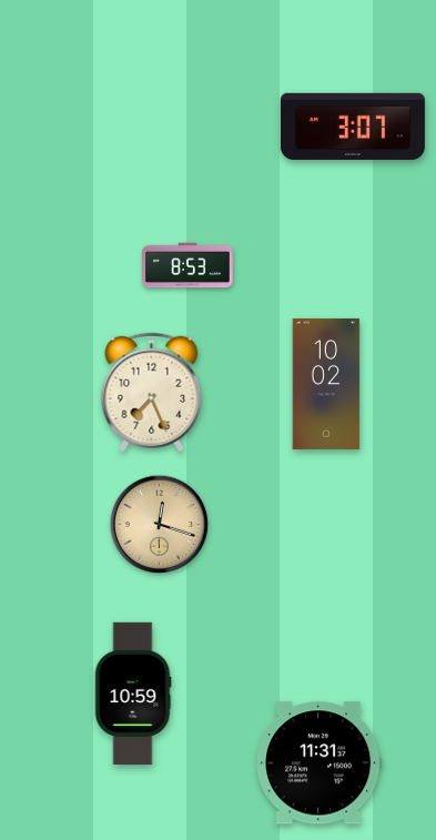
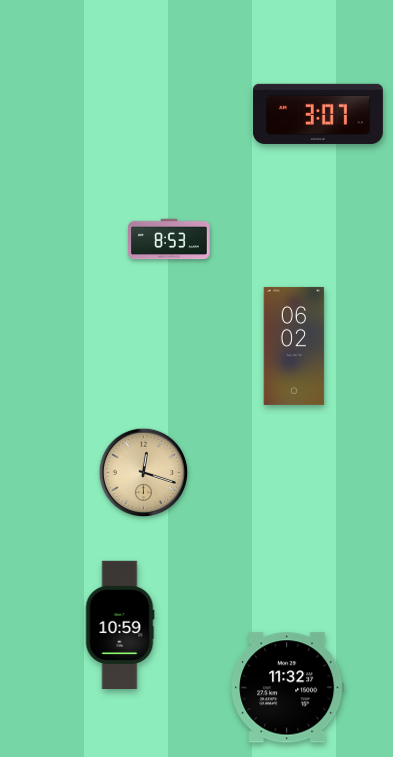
clock at (326, 384): 10:02 -> 06:02
clock at (152, 393): 7:26 -> none
clock at (320, 763): 11:31 -> 11:32
